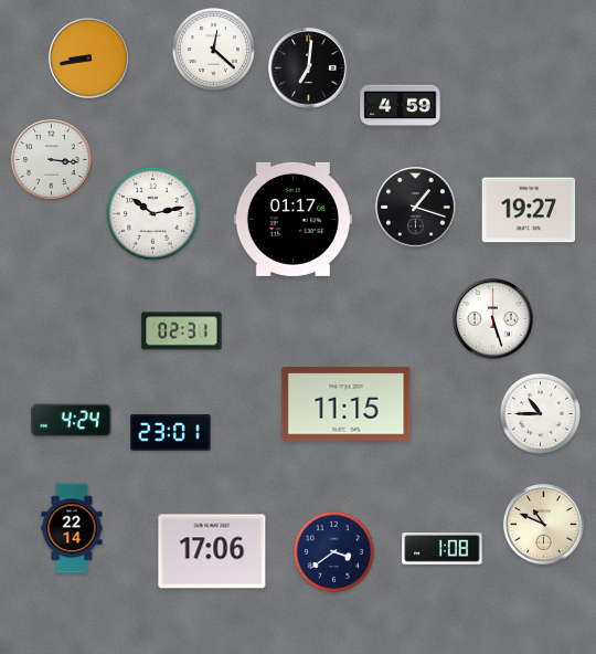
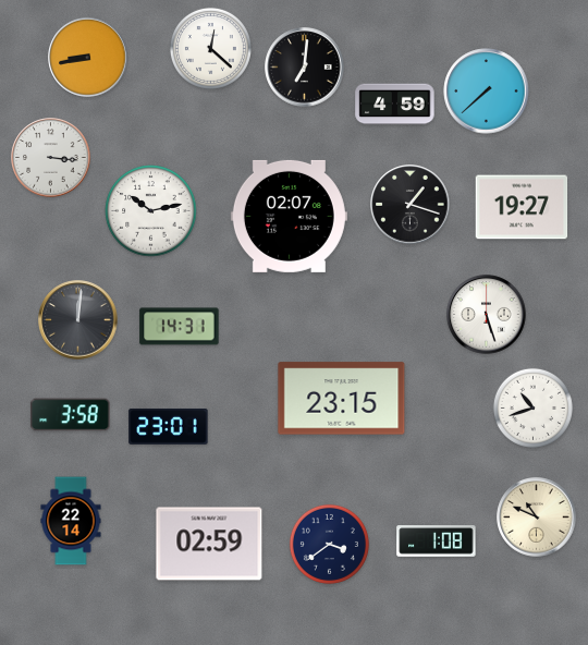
clock at (487, 92): none -> 7:38
clock at (292, 219): 01:17 -> 02:07
clock at (78, 320): none -> 12:01
clock at (182, 331): 02:31 -> 14:31
clock at (347, 404): 11:15 -> 23:15
clock at (540, 413): 10:45 -> 10:42
clock at (72, 421): 4:24 -> 3:58
clock at (212, 551): 17:06 -> 02:59
